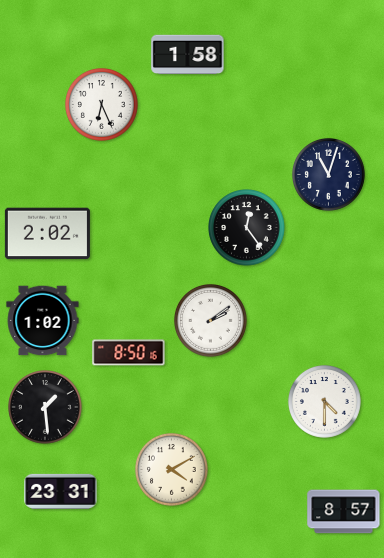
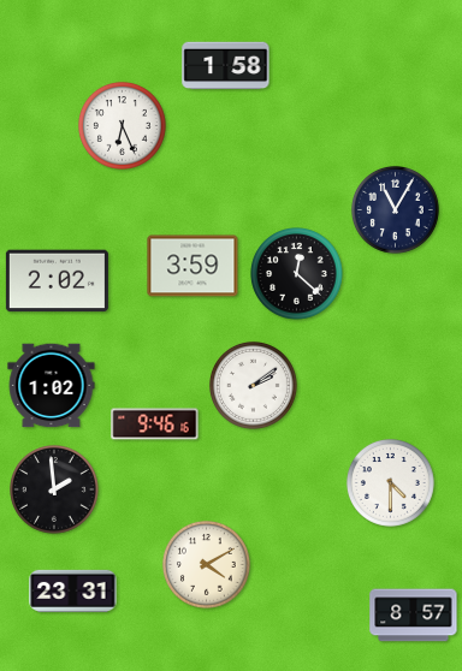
clock at (328, 174): 11:03 -> 11:05
clock at (192, 266): none -> 3:59
clock at (247, 228): 12:24 -> 12:22
clock at (129, 353): 8:50 -> 9:46
clock at (46, 408): 1:29 -> 1:59
